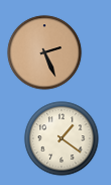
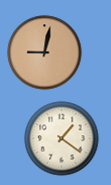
clock at (45, 53): 2:26 -> 9:02
